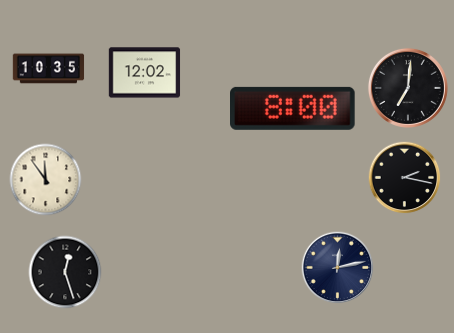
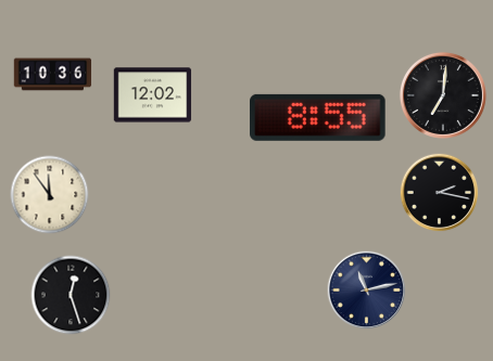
clock at (49, 69): 10:35 -> 10:36
clock at (145, 73) position: (145, 73) -> (153, 95)
clock at (293, 108): 8:00 -> 8:55
clock at (338, 268): 12:13 -> 11:13
